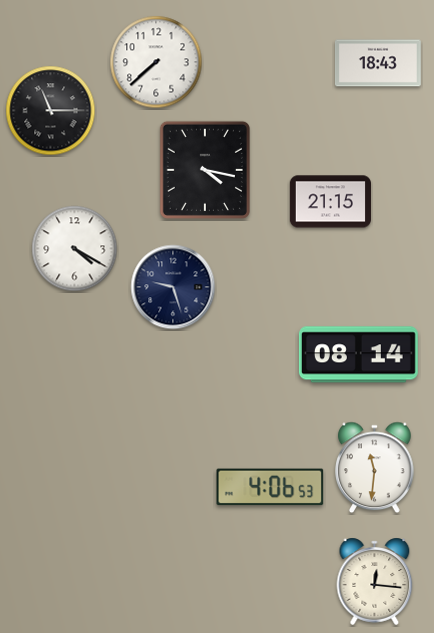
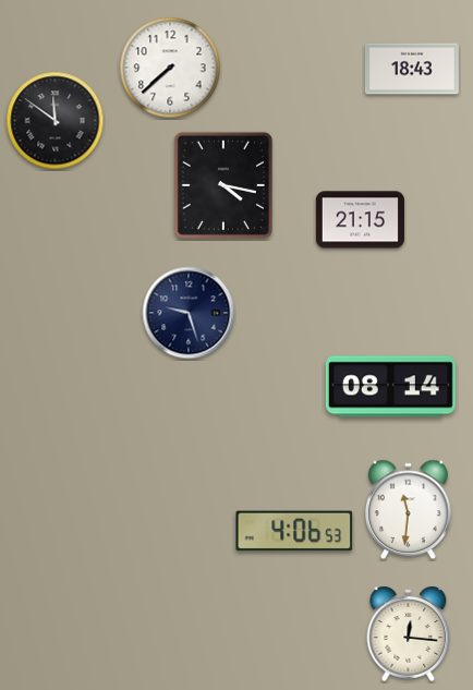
clock at (51, 111): 11:15 -> 11:51
clock at (75, 249): 4:20 -> none
